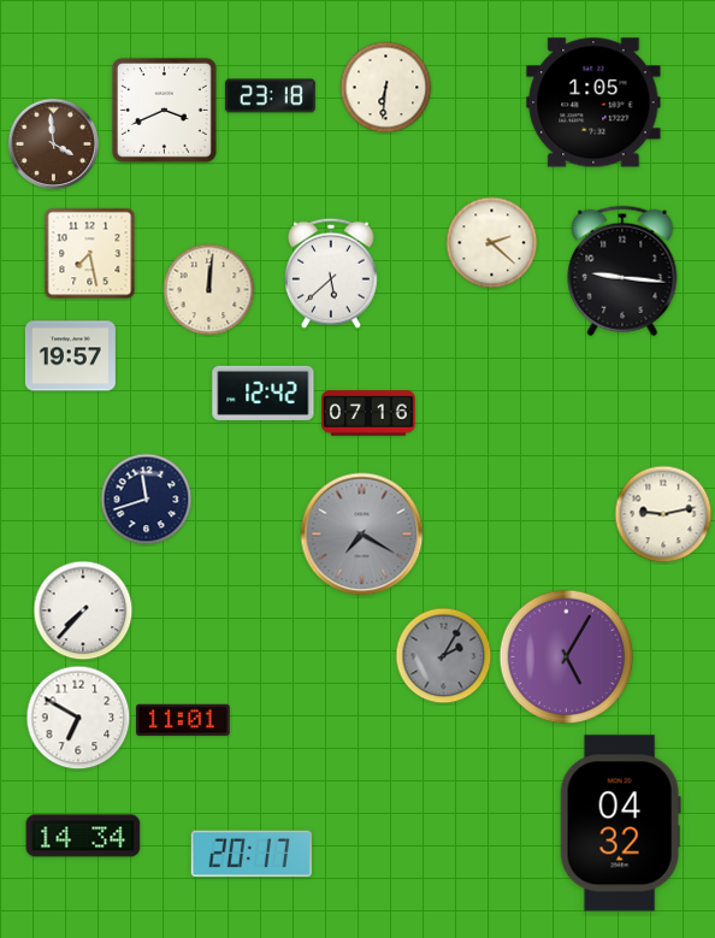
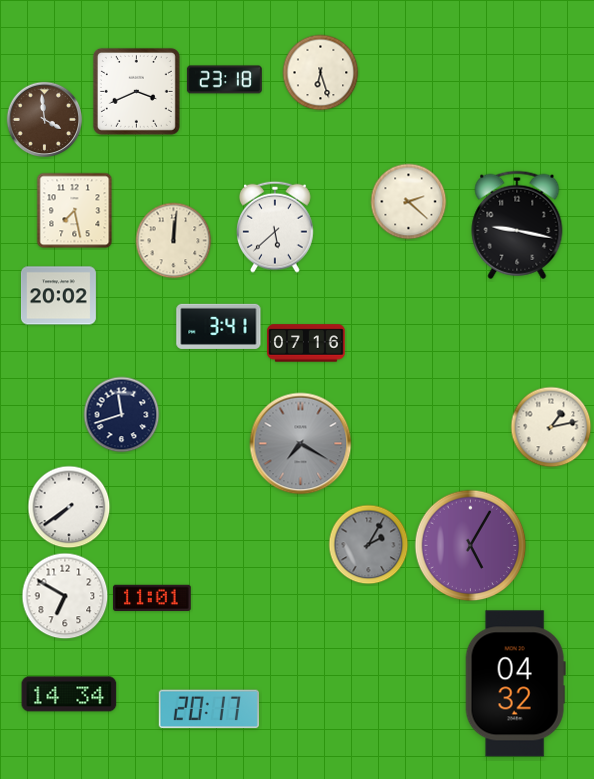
clock at (386, 88): 6:31 -> 6:27
clock at (593, 102): 1:05 -> none
clock at (622, 271): 9:16 -> 9:17
clock at (70, 356): 19:57 -> 20:02
clock at (264, 393): 12:42 -> 3:41
clock at (663, 514): 9:13 -> 1:13
clock at (83, 610): 7:37 -> 7:39
